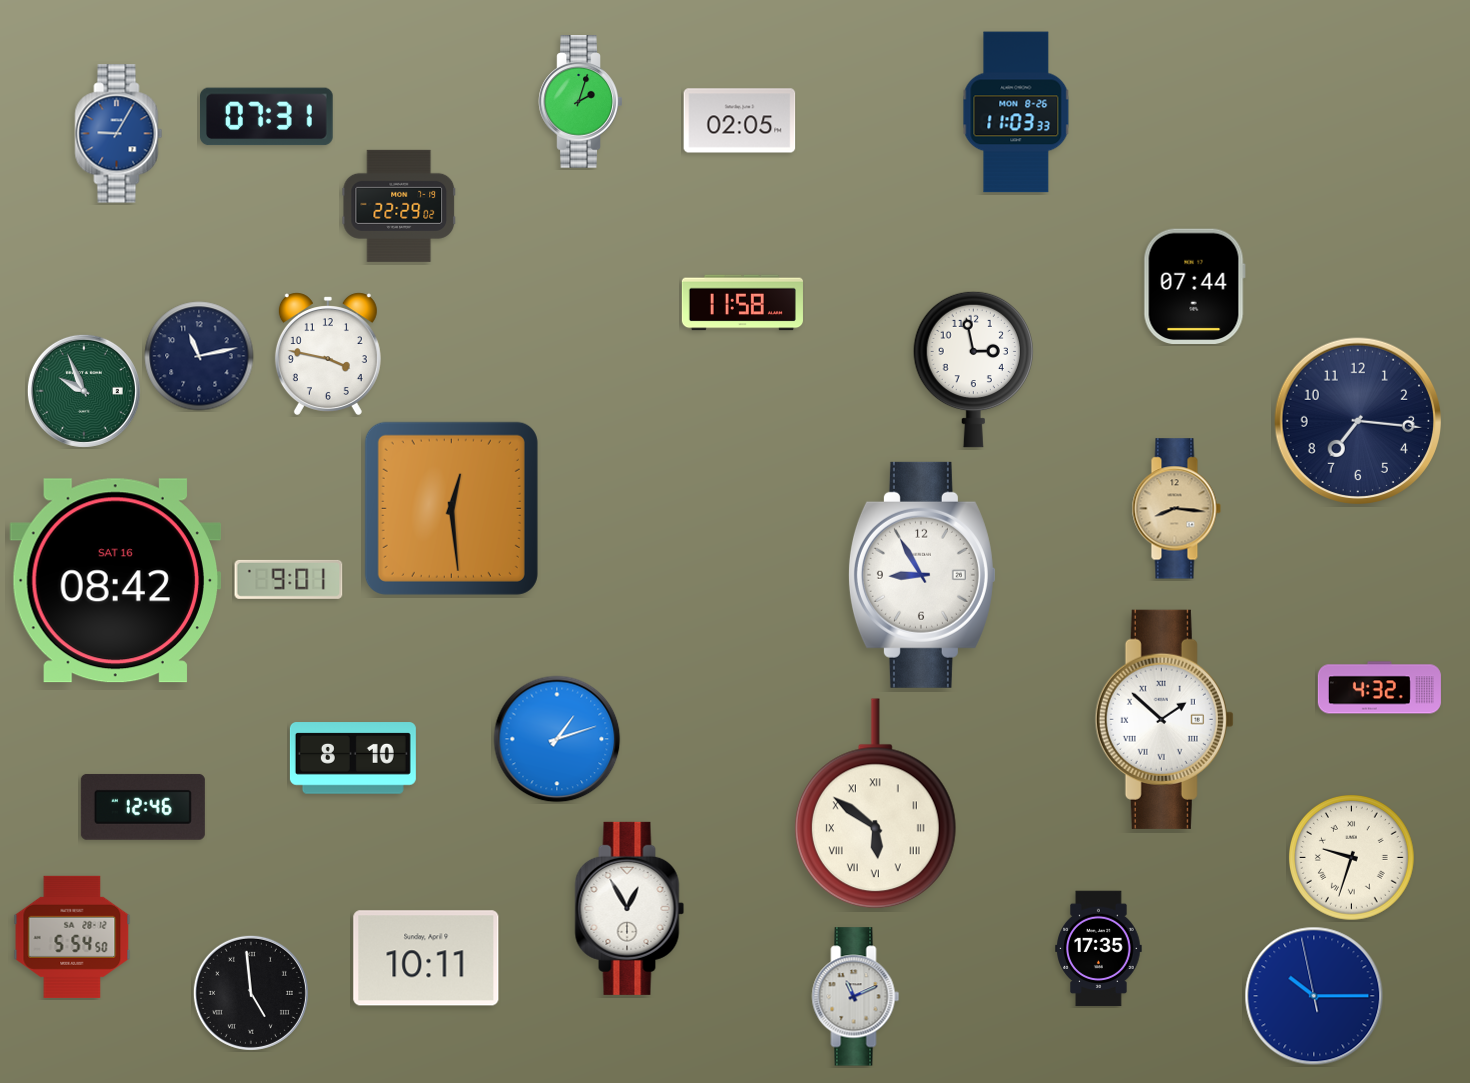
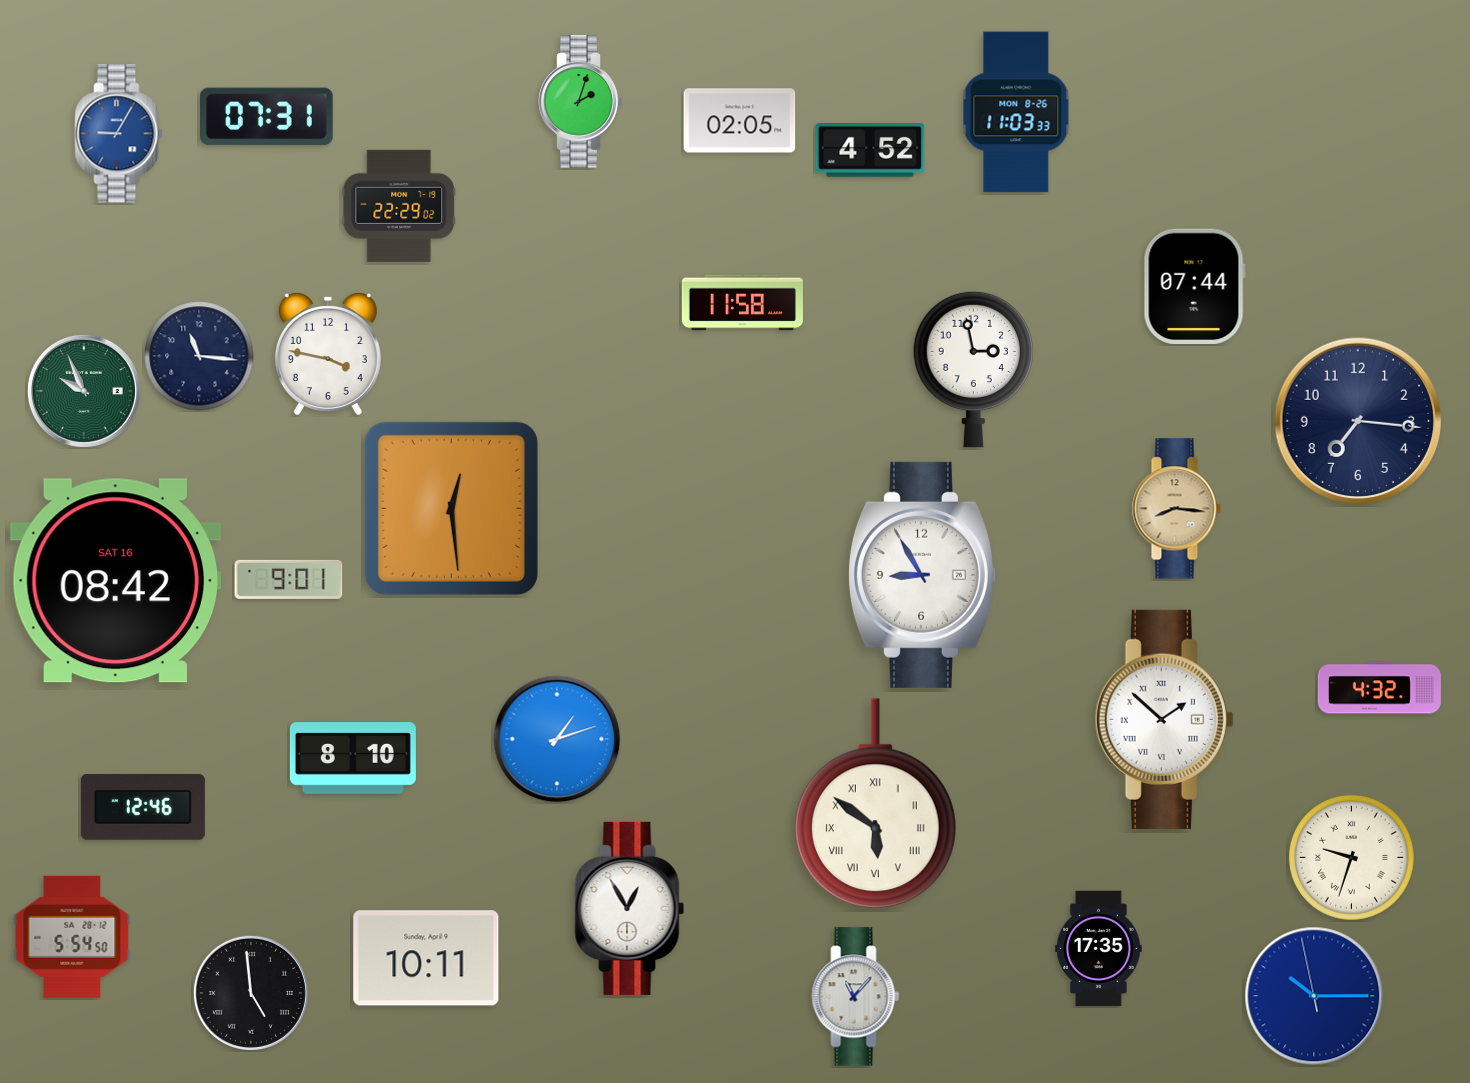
clock at (870, 151): none -> 4:52
clock at (199, 356): 11:13 -> 11:16
clock at (856, 997): 11:11 -> 11:07
